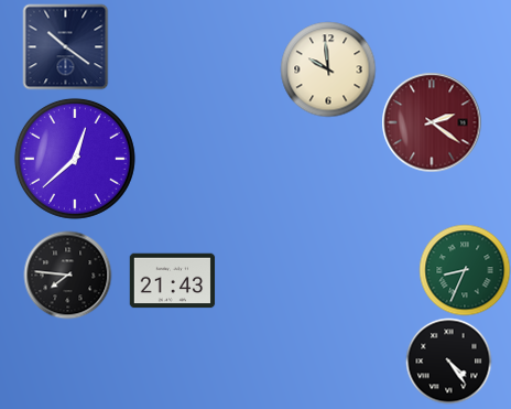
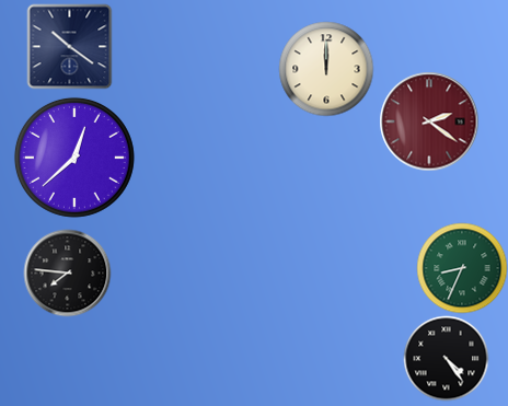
clock at (65, 46) position: (65, 46) -> (69, 46)
clock at (328, 69): 9:59 -> 12:00
clock at (172, 281): 21:43 -> none
